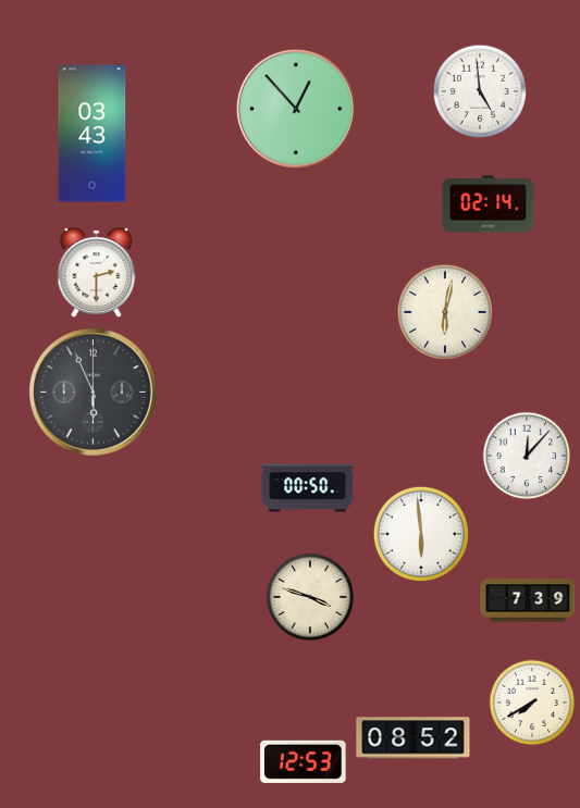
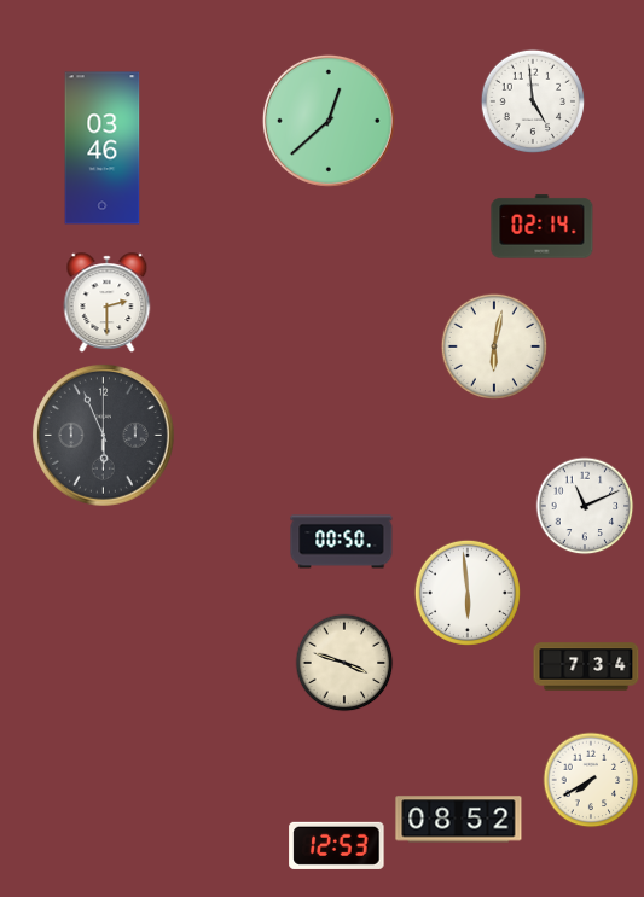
clock at (296, 109): 12:53 -> 12:38
clock at (92, 134): 03:43 -> 03:46
clock at (527, 456): 12:07 -> 11:11
clock at (528, 600): 7:39 -> 7:34
